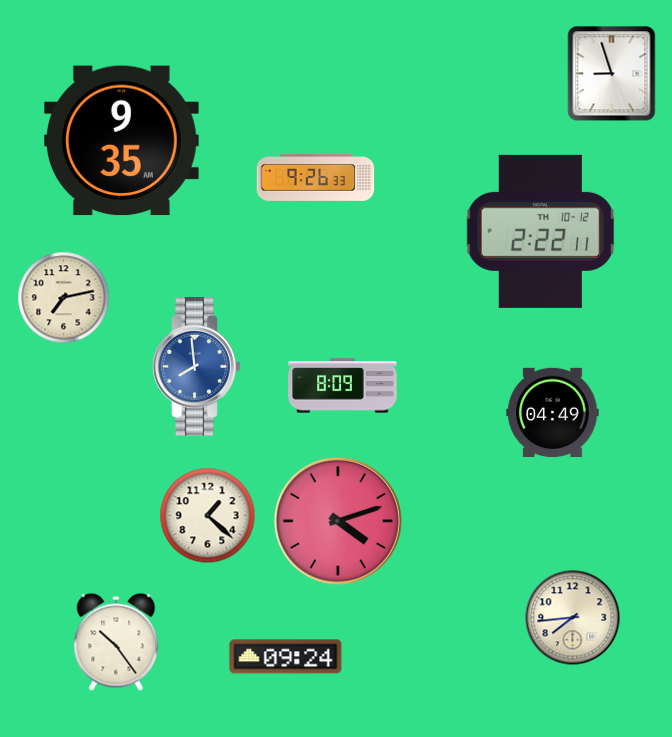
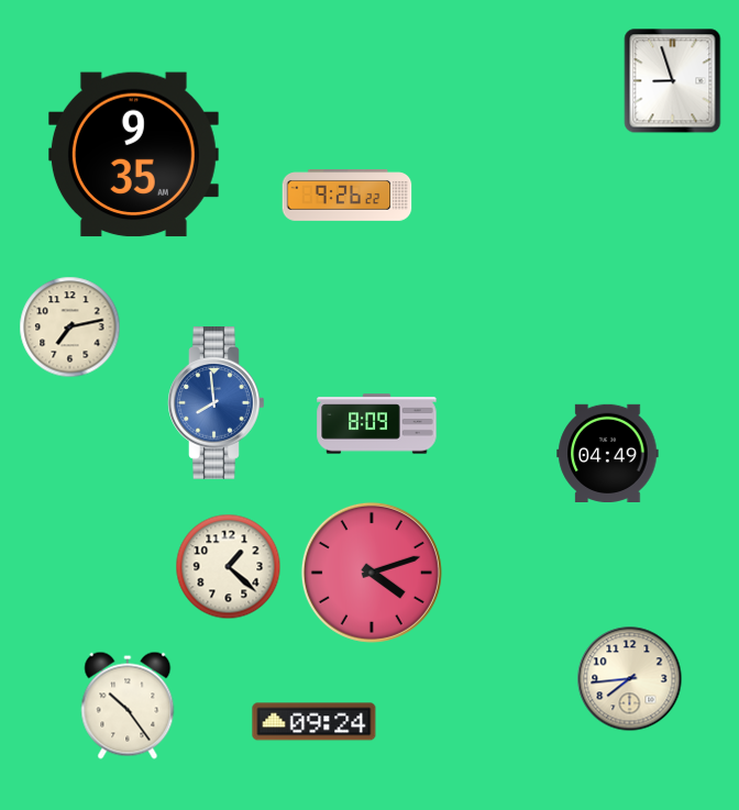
clock at (316, 178): 9:26:33 -> 9:26:22
clock at (541, 231): 2:22 -> none
